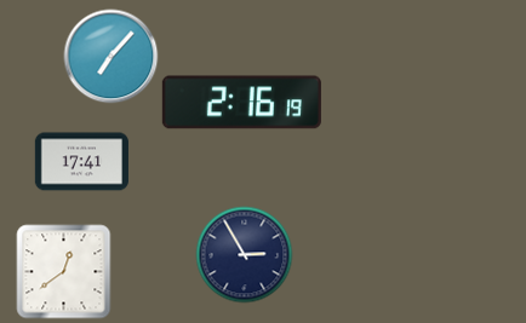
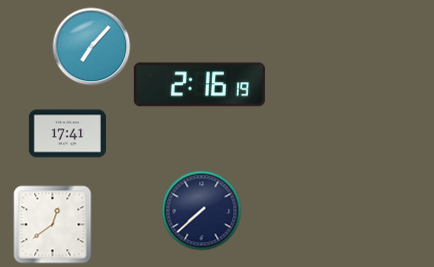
clock at (244, 254): 2:55 -> 7:38
